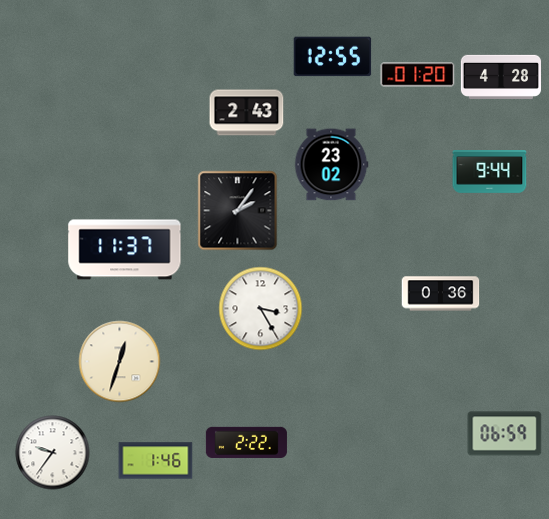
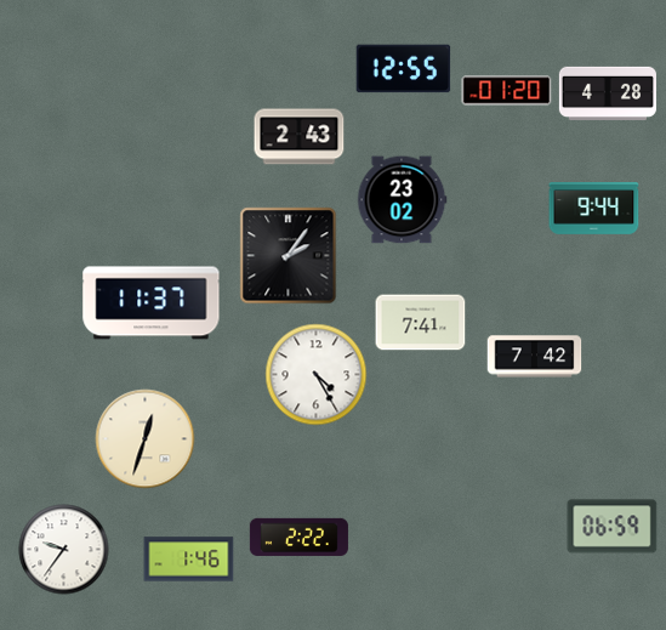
clock at (421, 323): none -> 7:41
clock at (441, 294): 0:36 -> 7:42
clock at (261, 309): 3:25 -> 4:25
